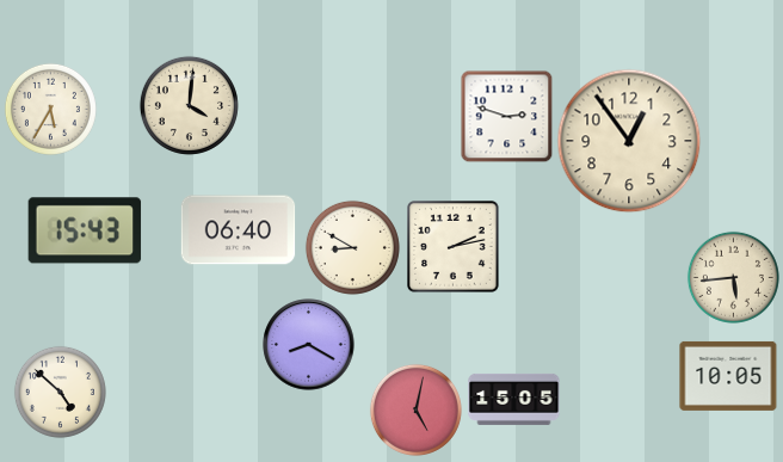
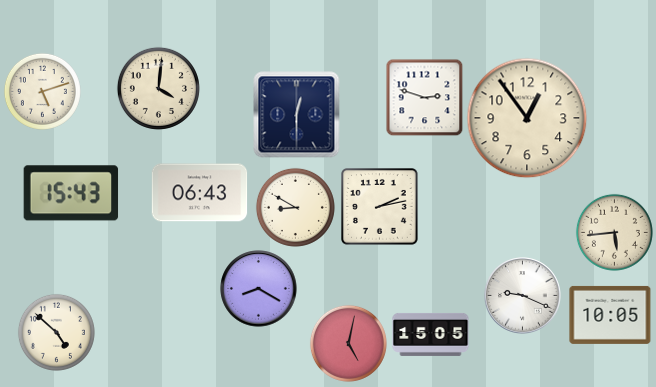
clock at (50, 109): 5:35 -> 5:12
clock at (297, 115): none -> 12:30
clock at (239, 230): 06:40 -> 06:43
clock at (523, 296): none -> 9:19
clock at (60, 392) position: (60, 392) -> (56, 332)
